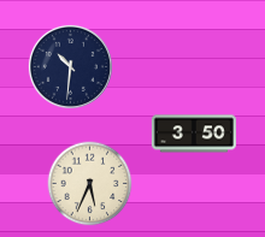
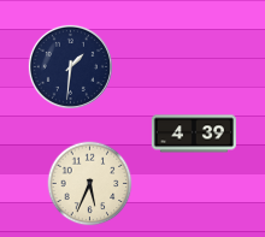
clock at (70, 66): 10:31 -> 1:31
clock at (194, 134): 3:50 -> 4:39
